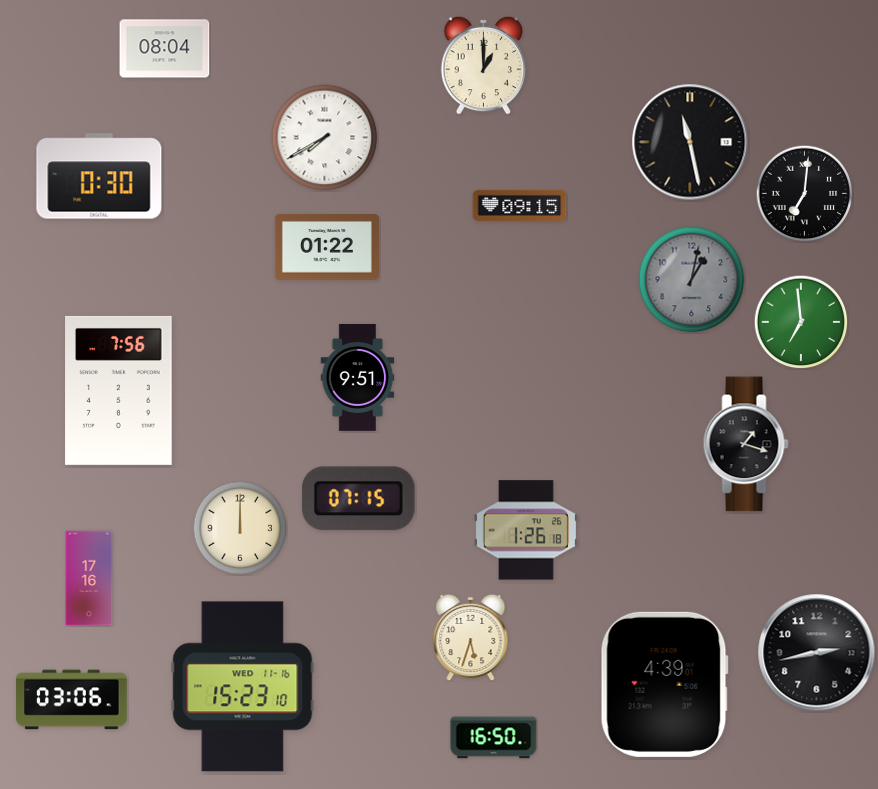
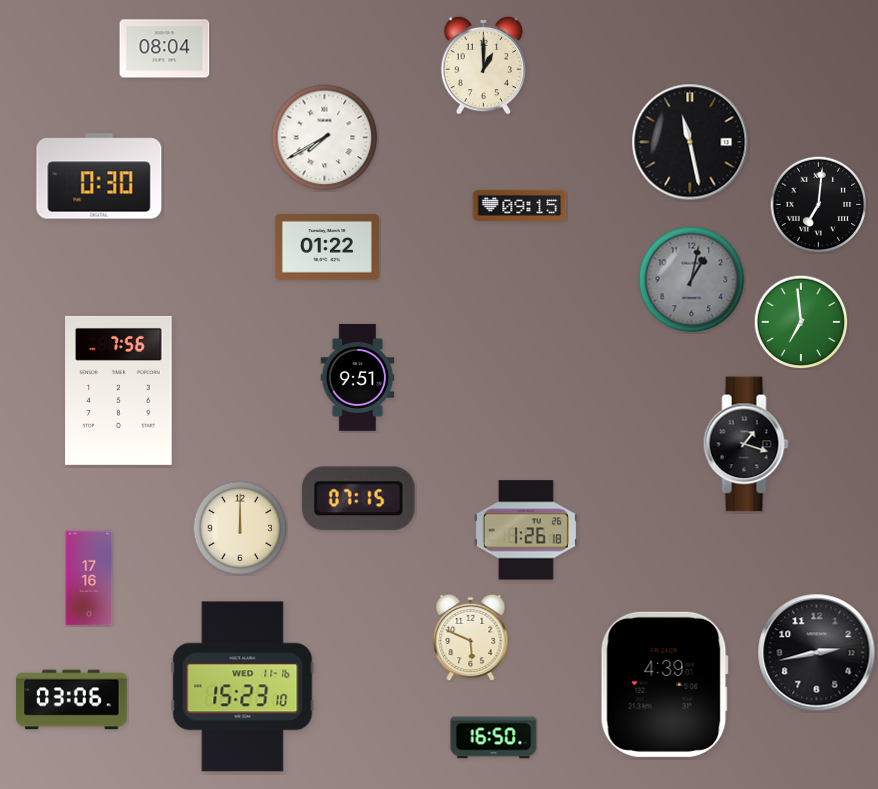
clock at (804, 193) position: (804, 193) -> (818, 204)
clock at (471, 637): 5:33 -> 5:49
